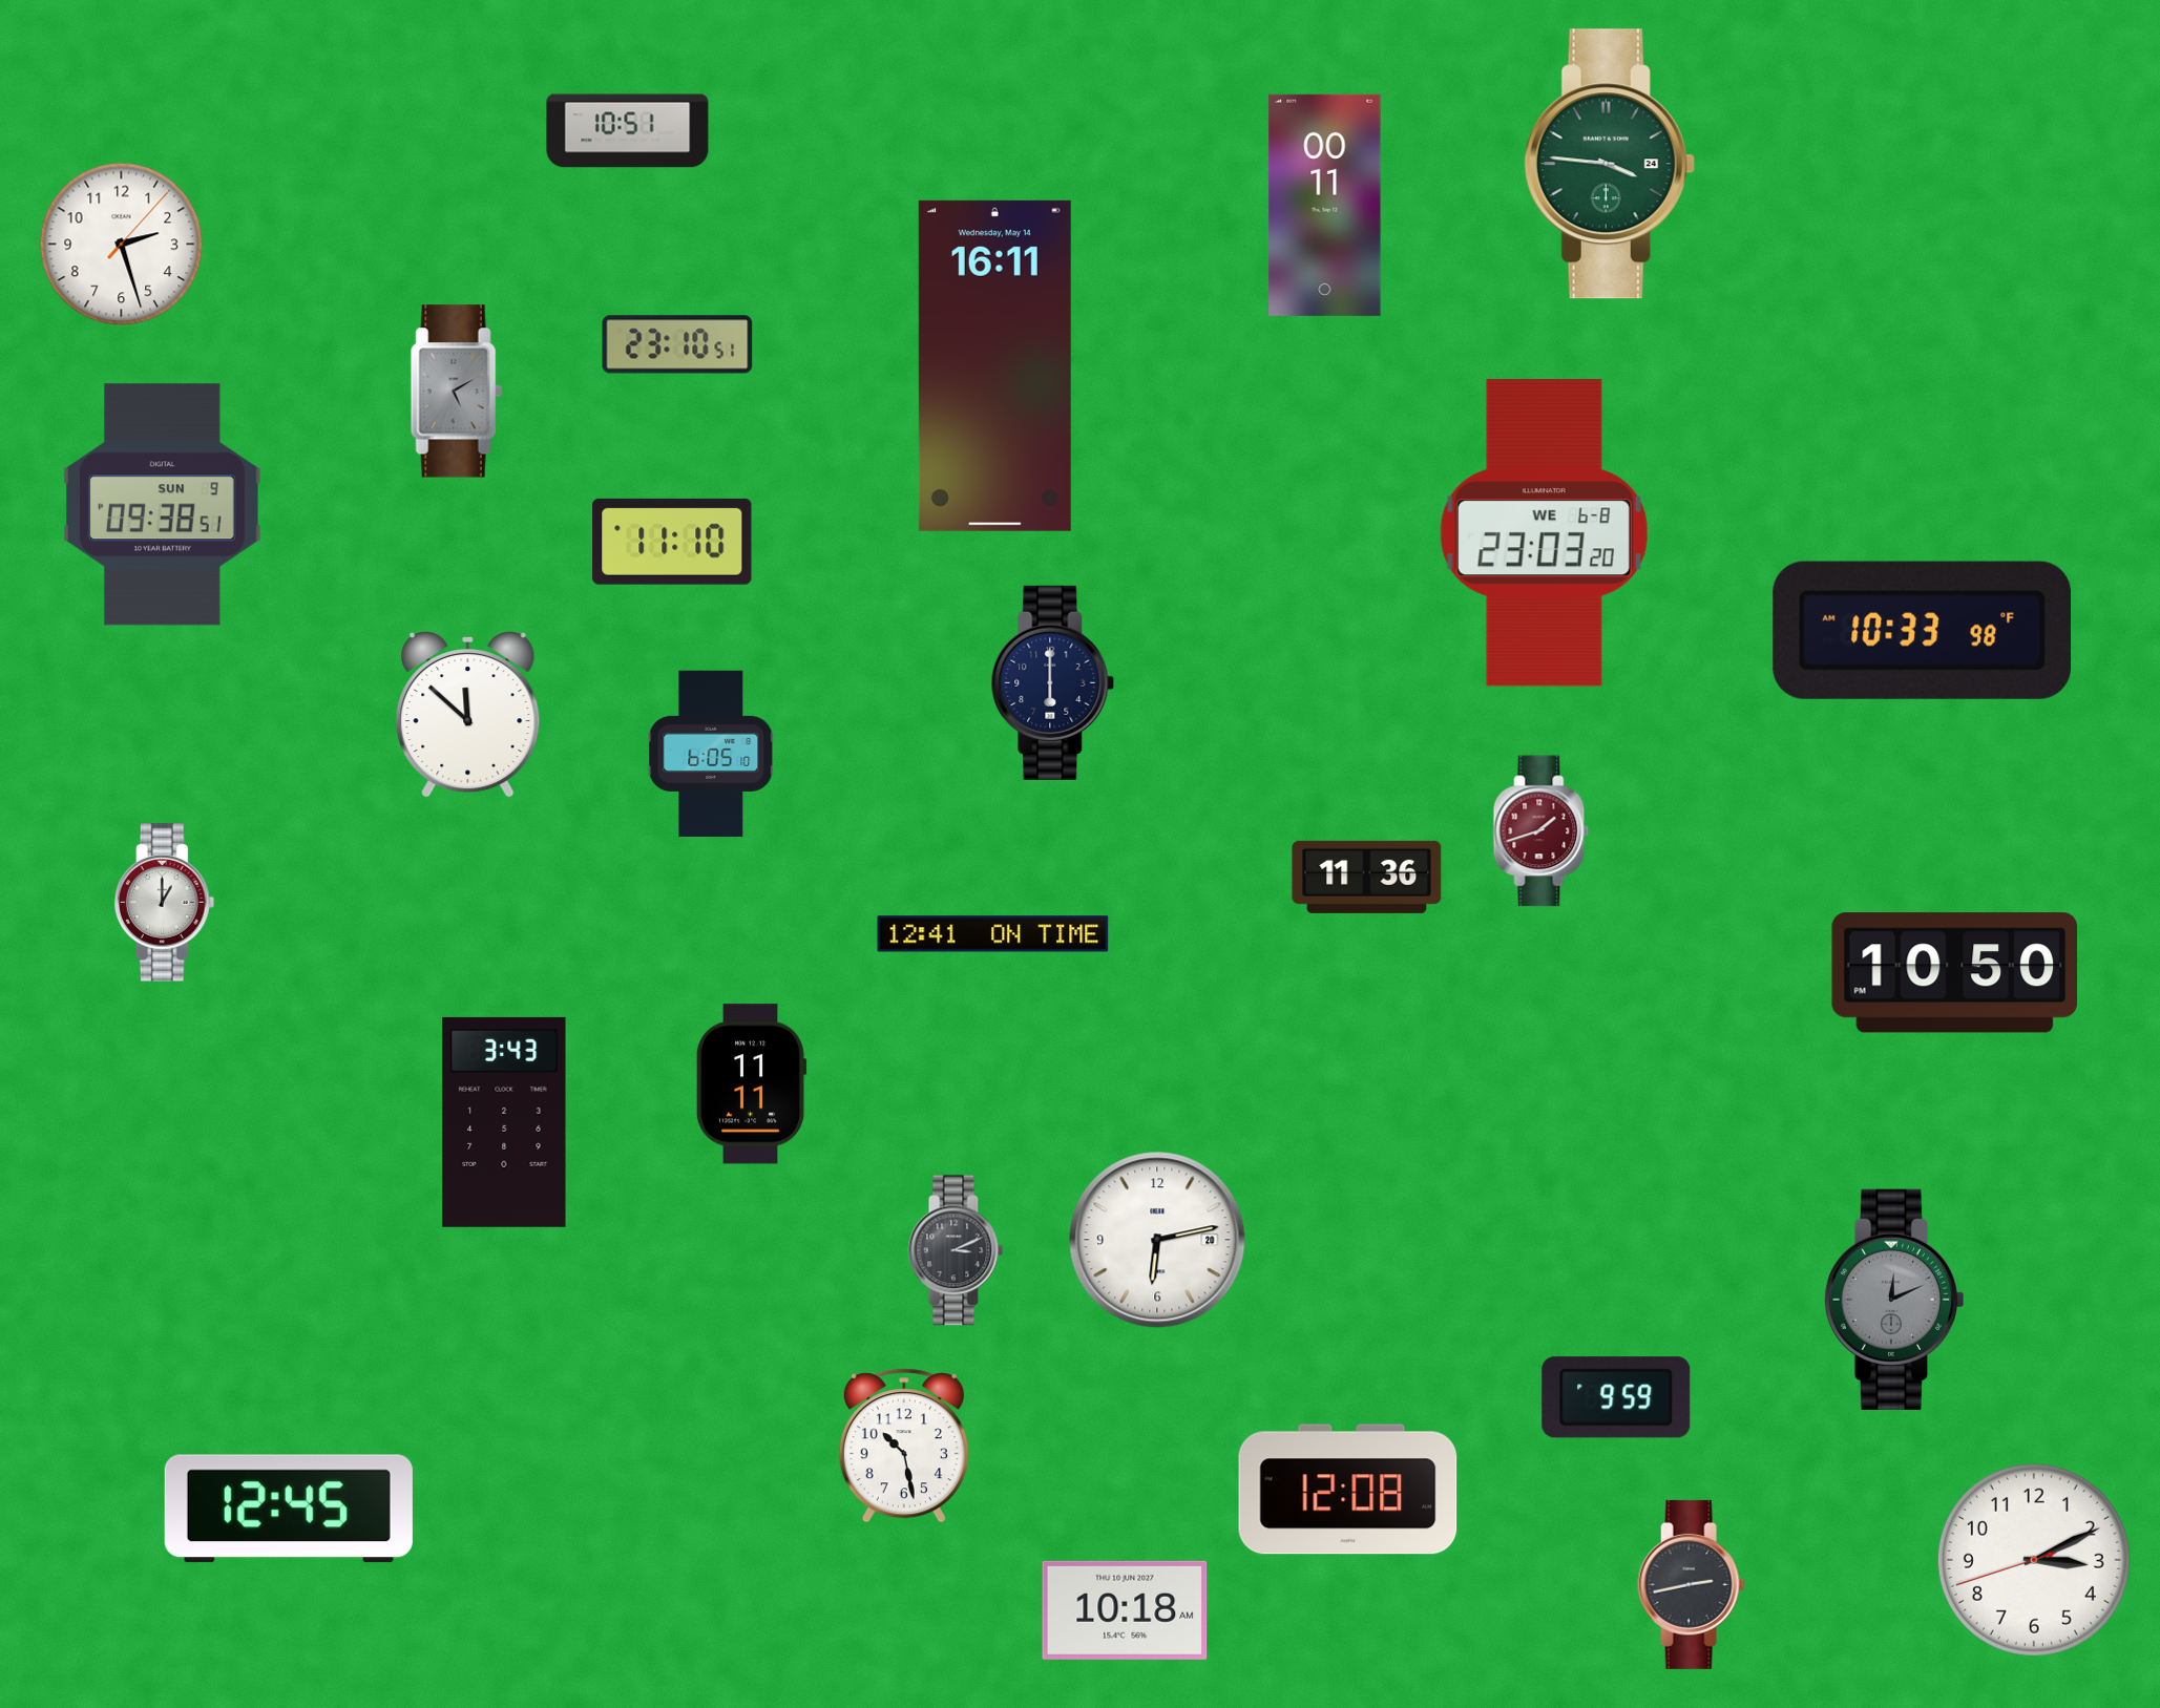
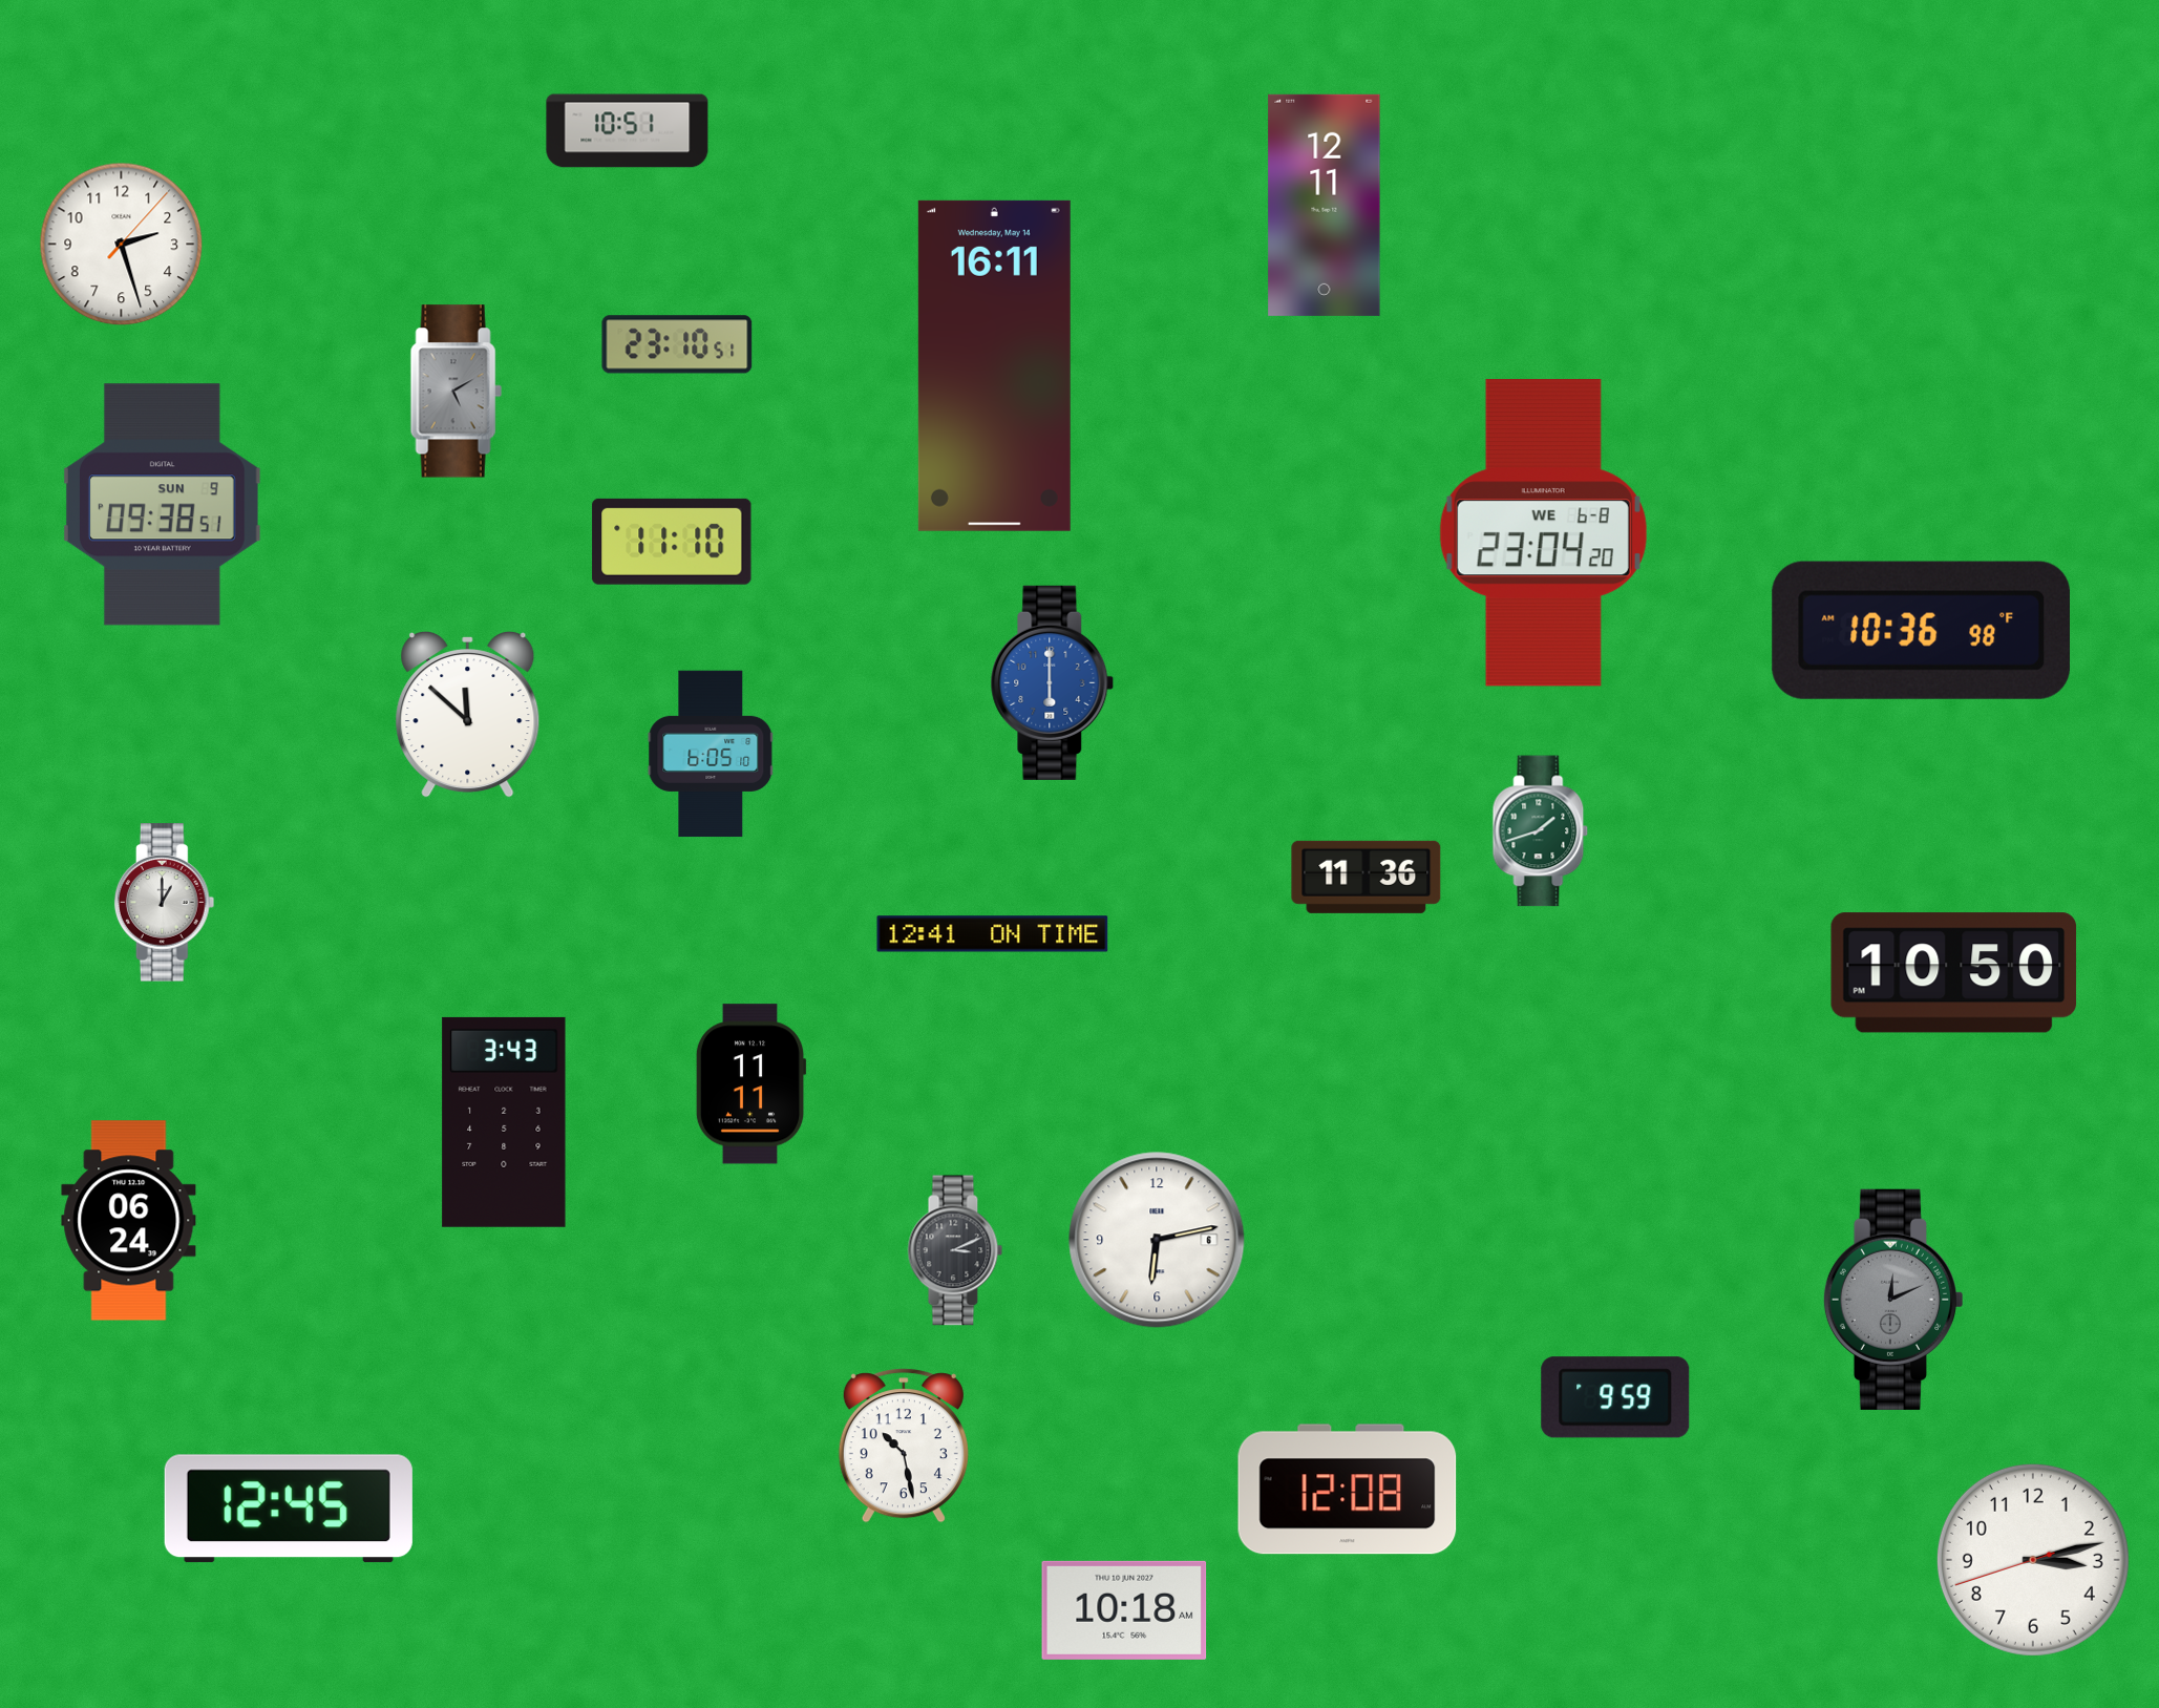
clock at (1610, 164): 3:46 -> none
clock at (1325, 205): 00:11 -> 12:11
clock at (1544, 533): 23:03 -> 23:04
clock at (1922, 630): 10:33 -> 10:36
clock at (1053, 682) dial: navy -> blue
clock at (1542, 831) dial: burgundy -> green
clock at (129, 1221): none -> 06:24
clock at (1157, 1240) date: 20 -> 6
clock at (2034, 1560): 3:10 -> 3:12
clock at (1692, 1584): 2:43 -> none
